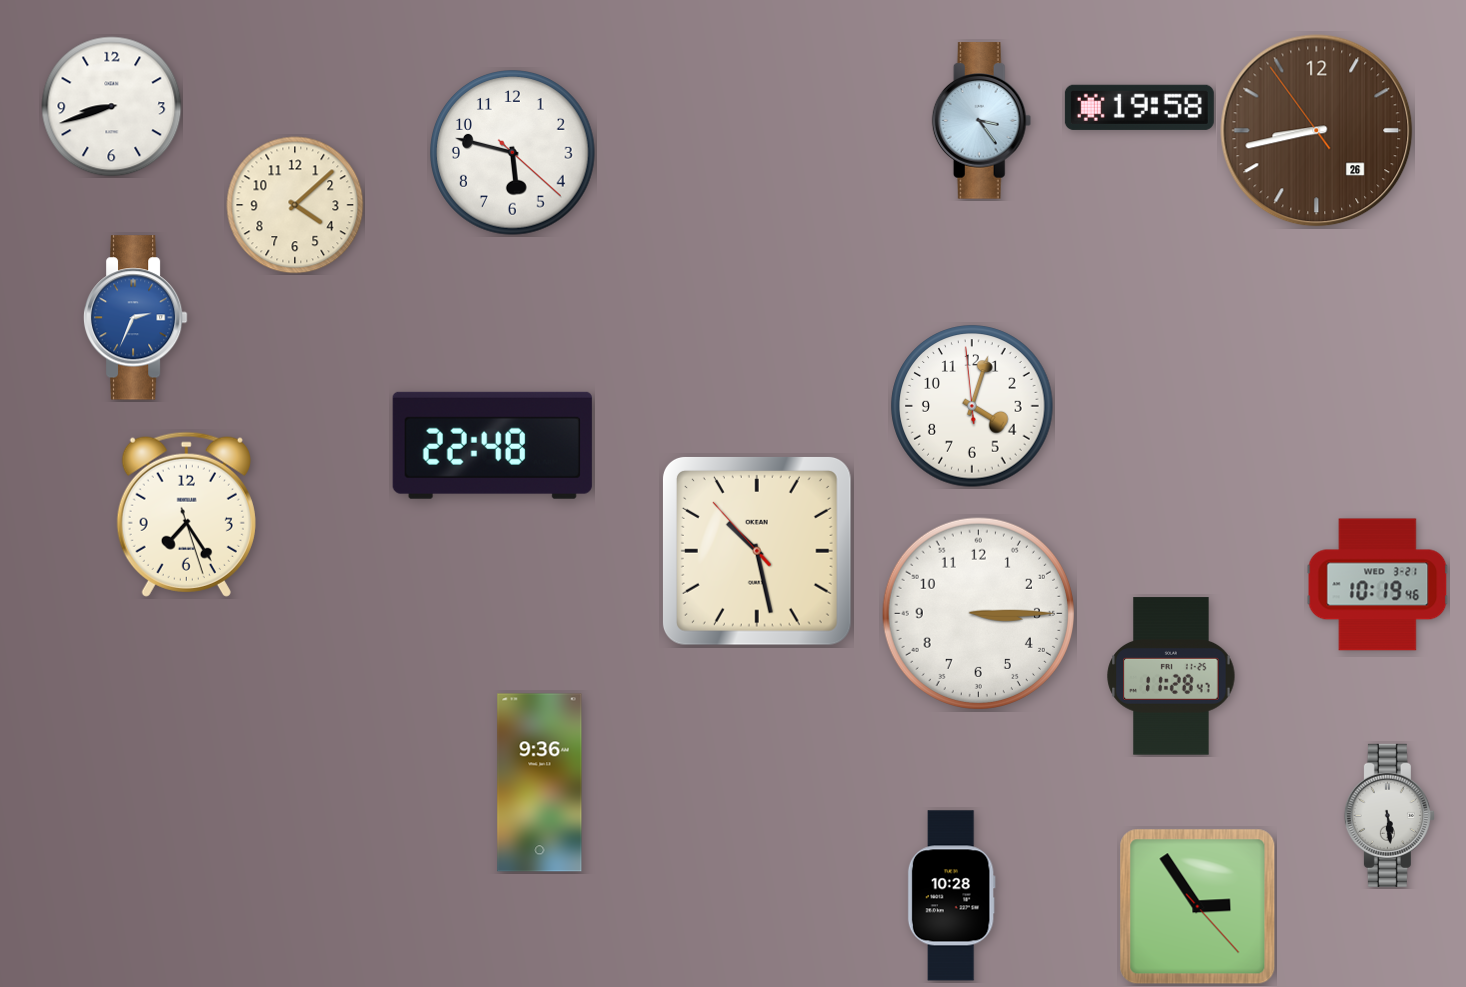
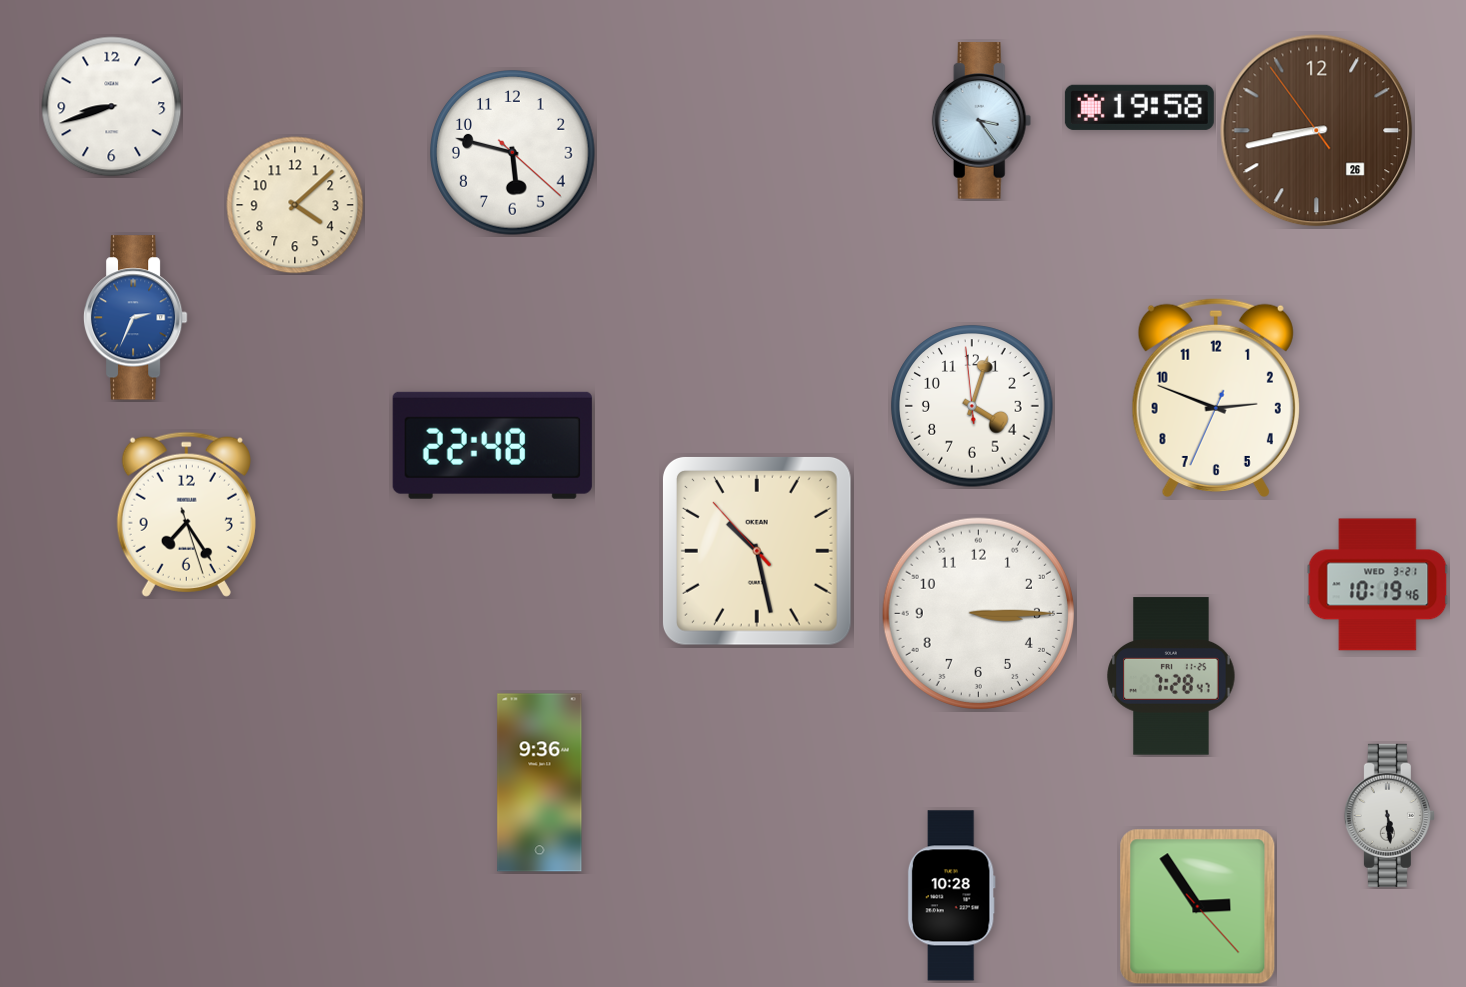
clock at (1216, 397): none -> 2:48
clock at (1171, 676): 11:28 -> 7:28
